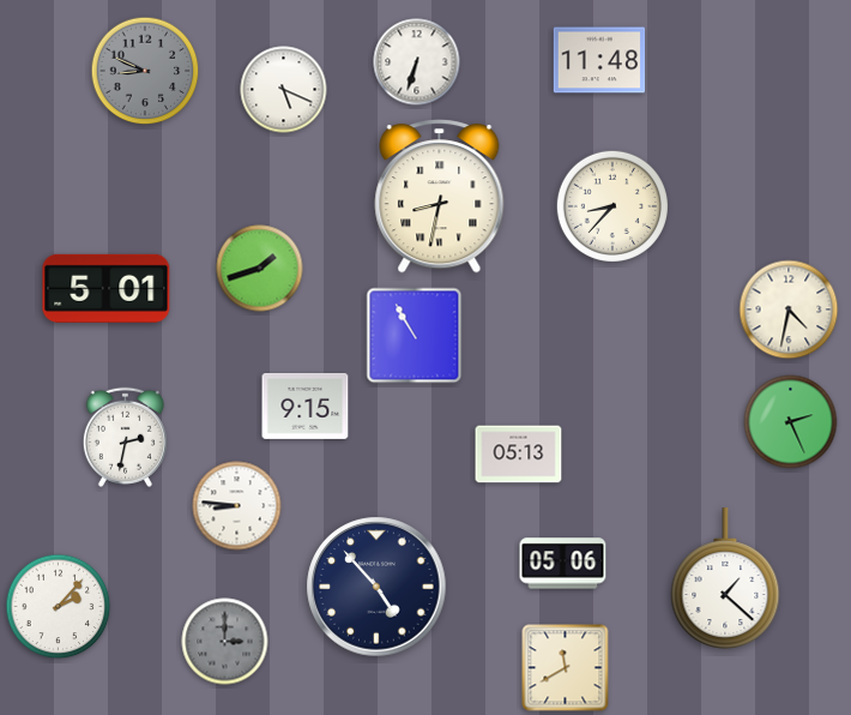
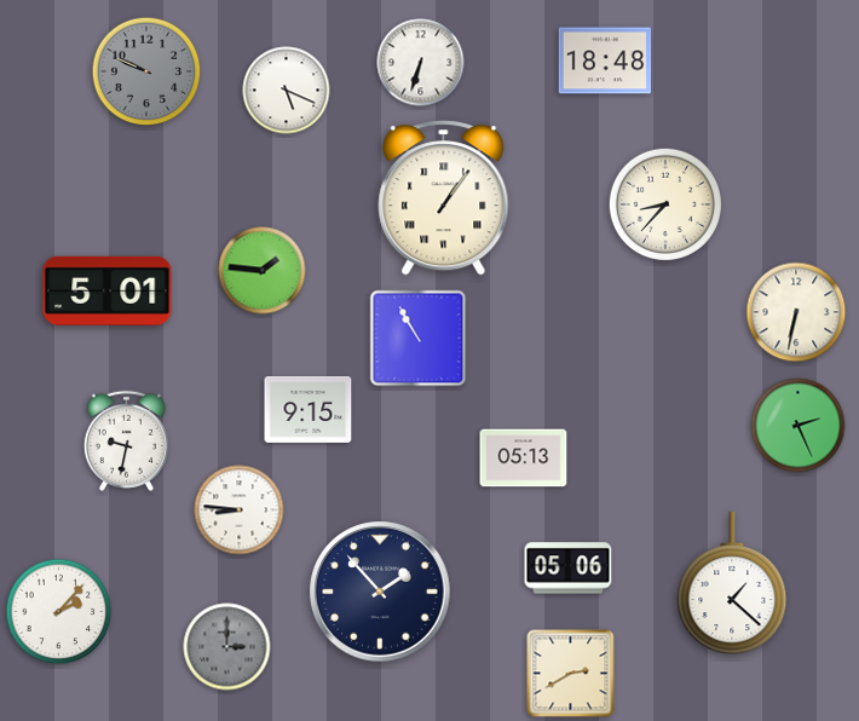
clock at (599, 60): 11:48 -> 18:48
clock at (145, 71): 8:49 -> 9:49
clock at (440, 197): 8:32 -> 1:06
clock at (612, 205) position: (612, 205) -> (665, 203)
clock at (260, 269): 1:42 -> 1:46
clock at (789, 310): 4:32 -> 6:32
clock at (125, 437): 2:32 -> 9:32
clock at (376, 587): 4:53 -> 1:53
clock at (566, 668): 11:40 -> 2:40
